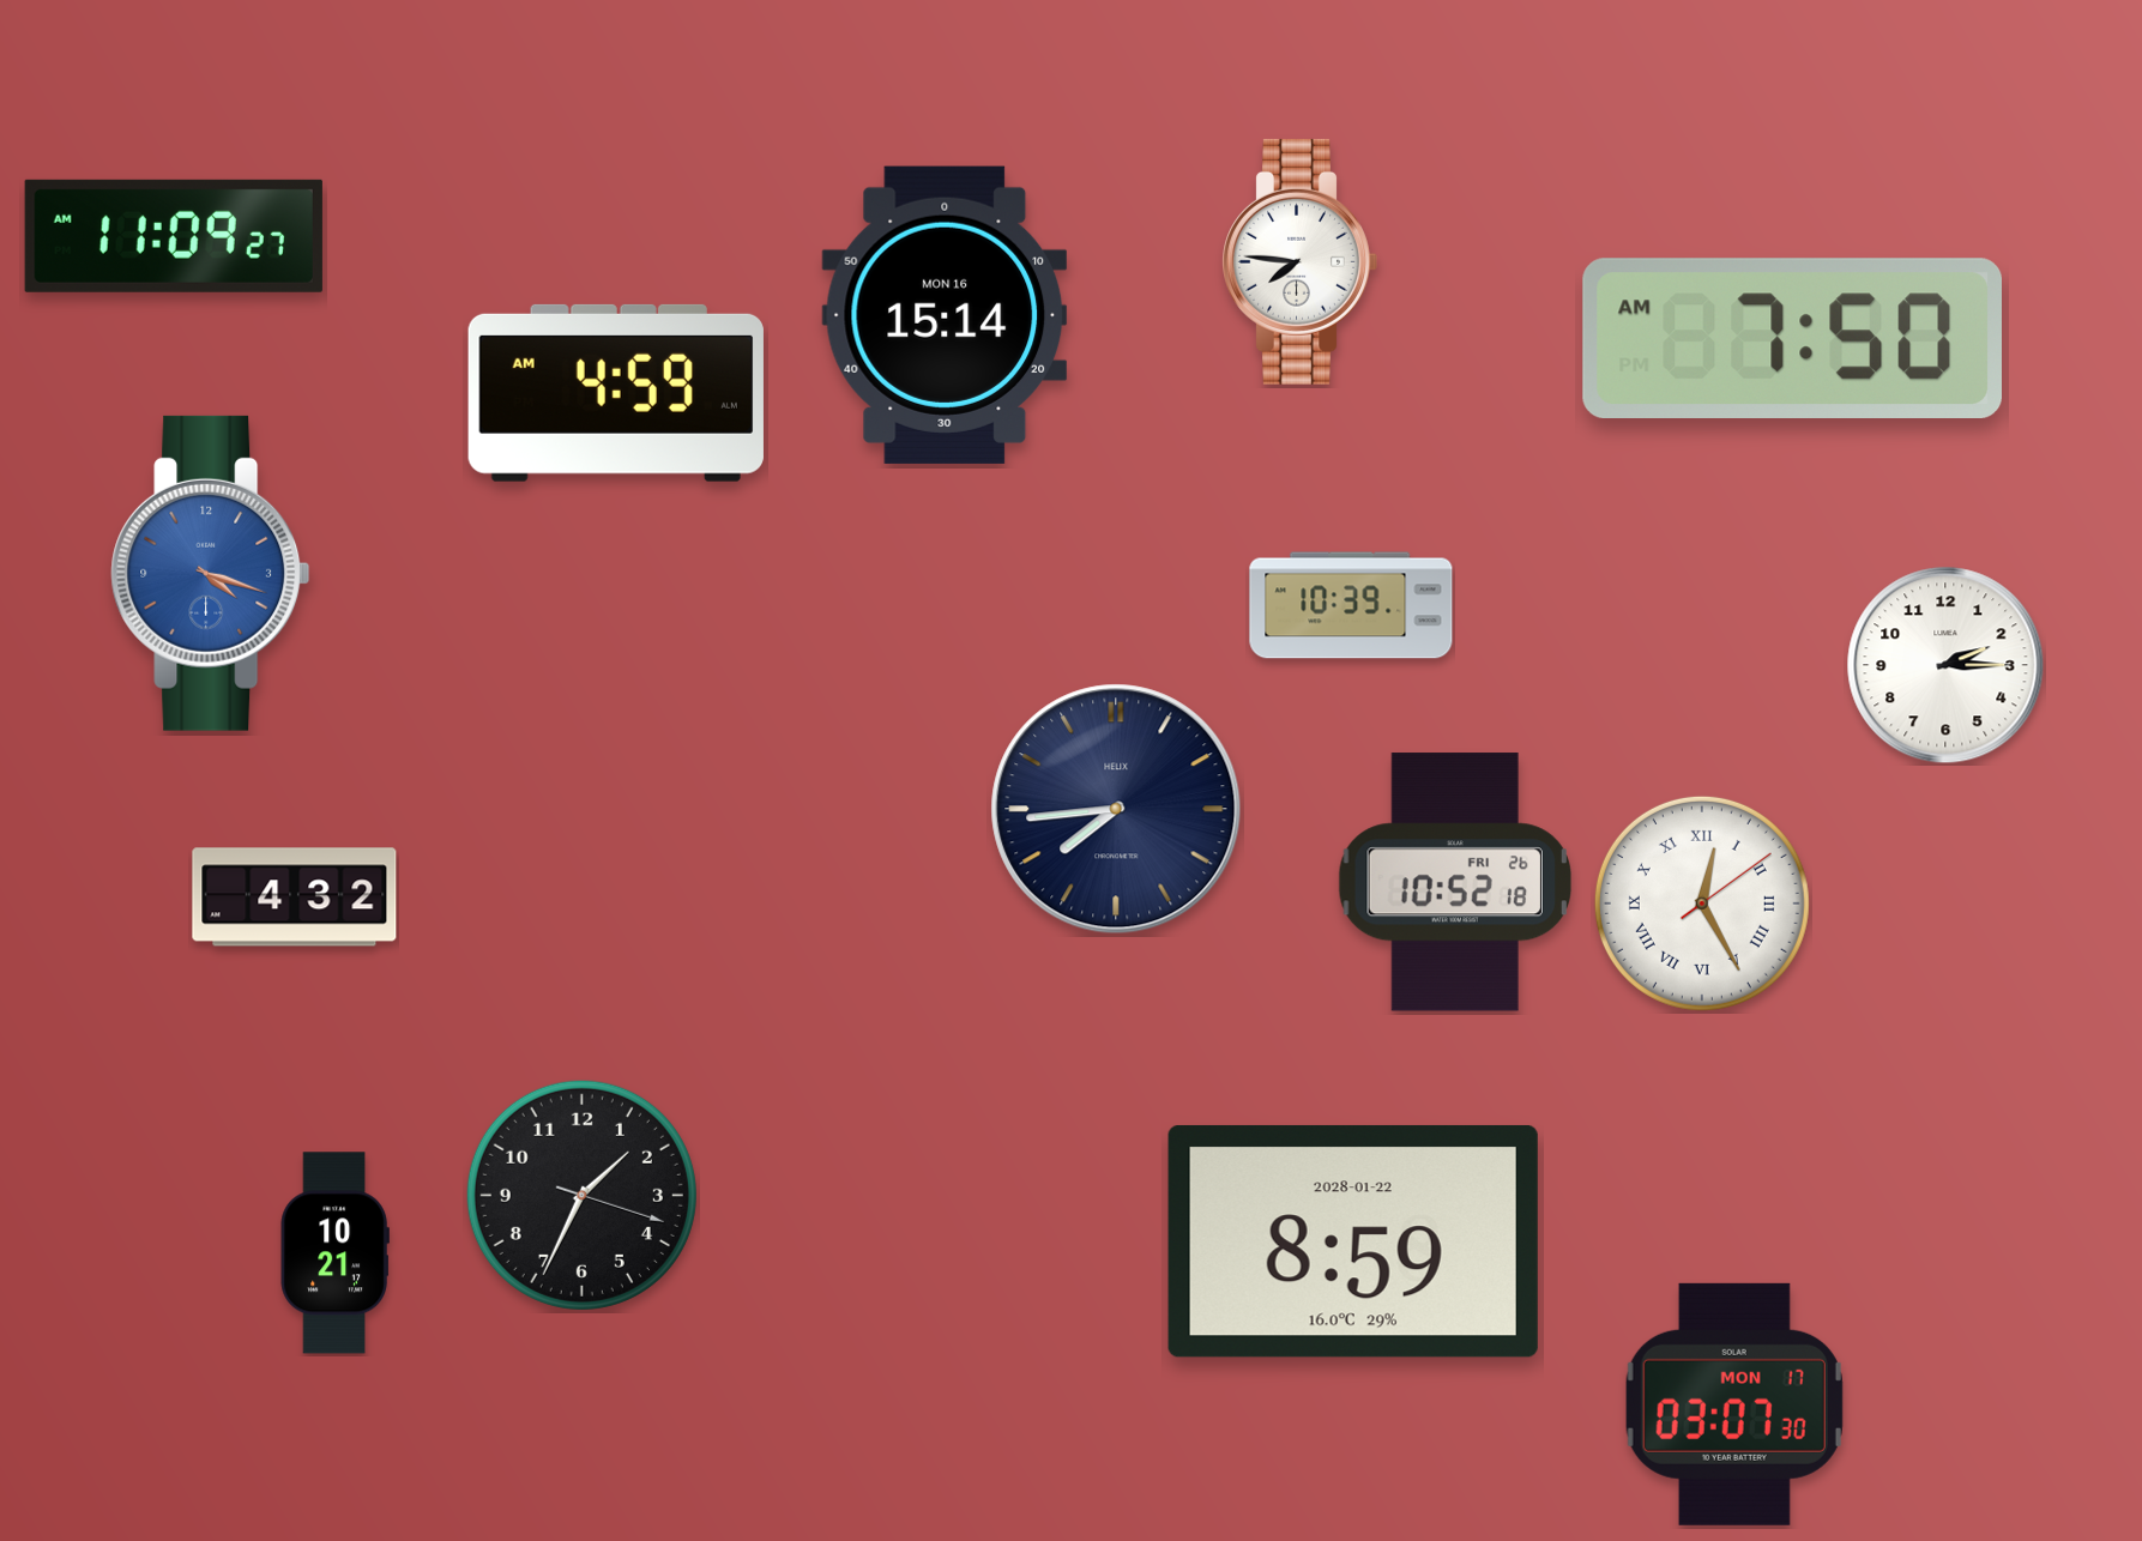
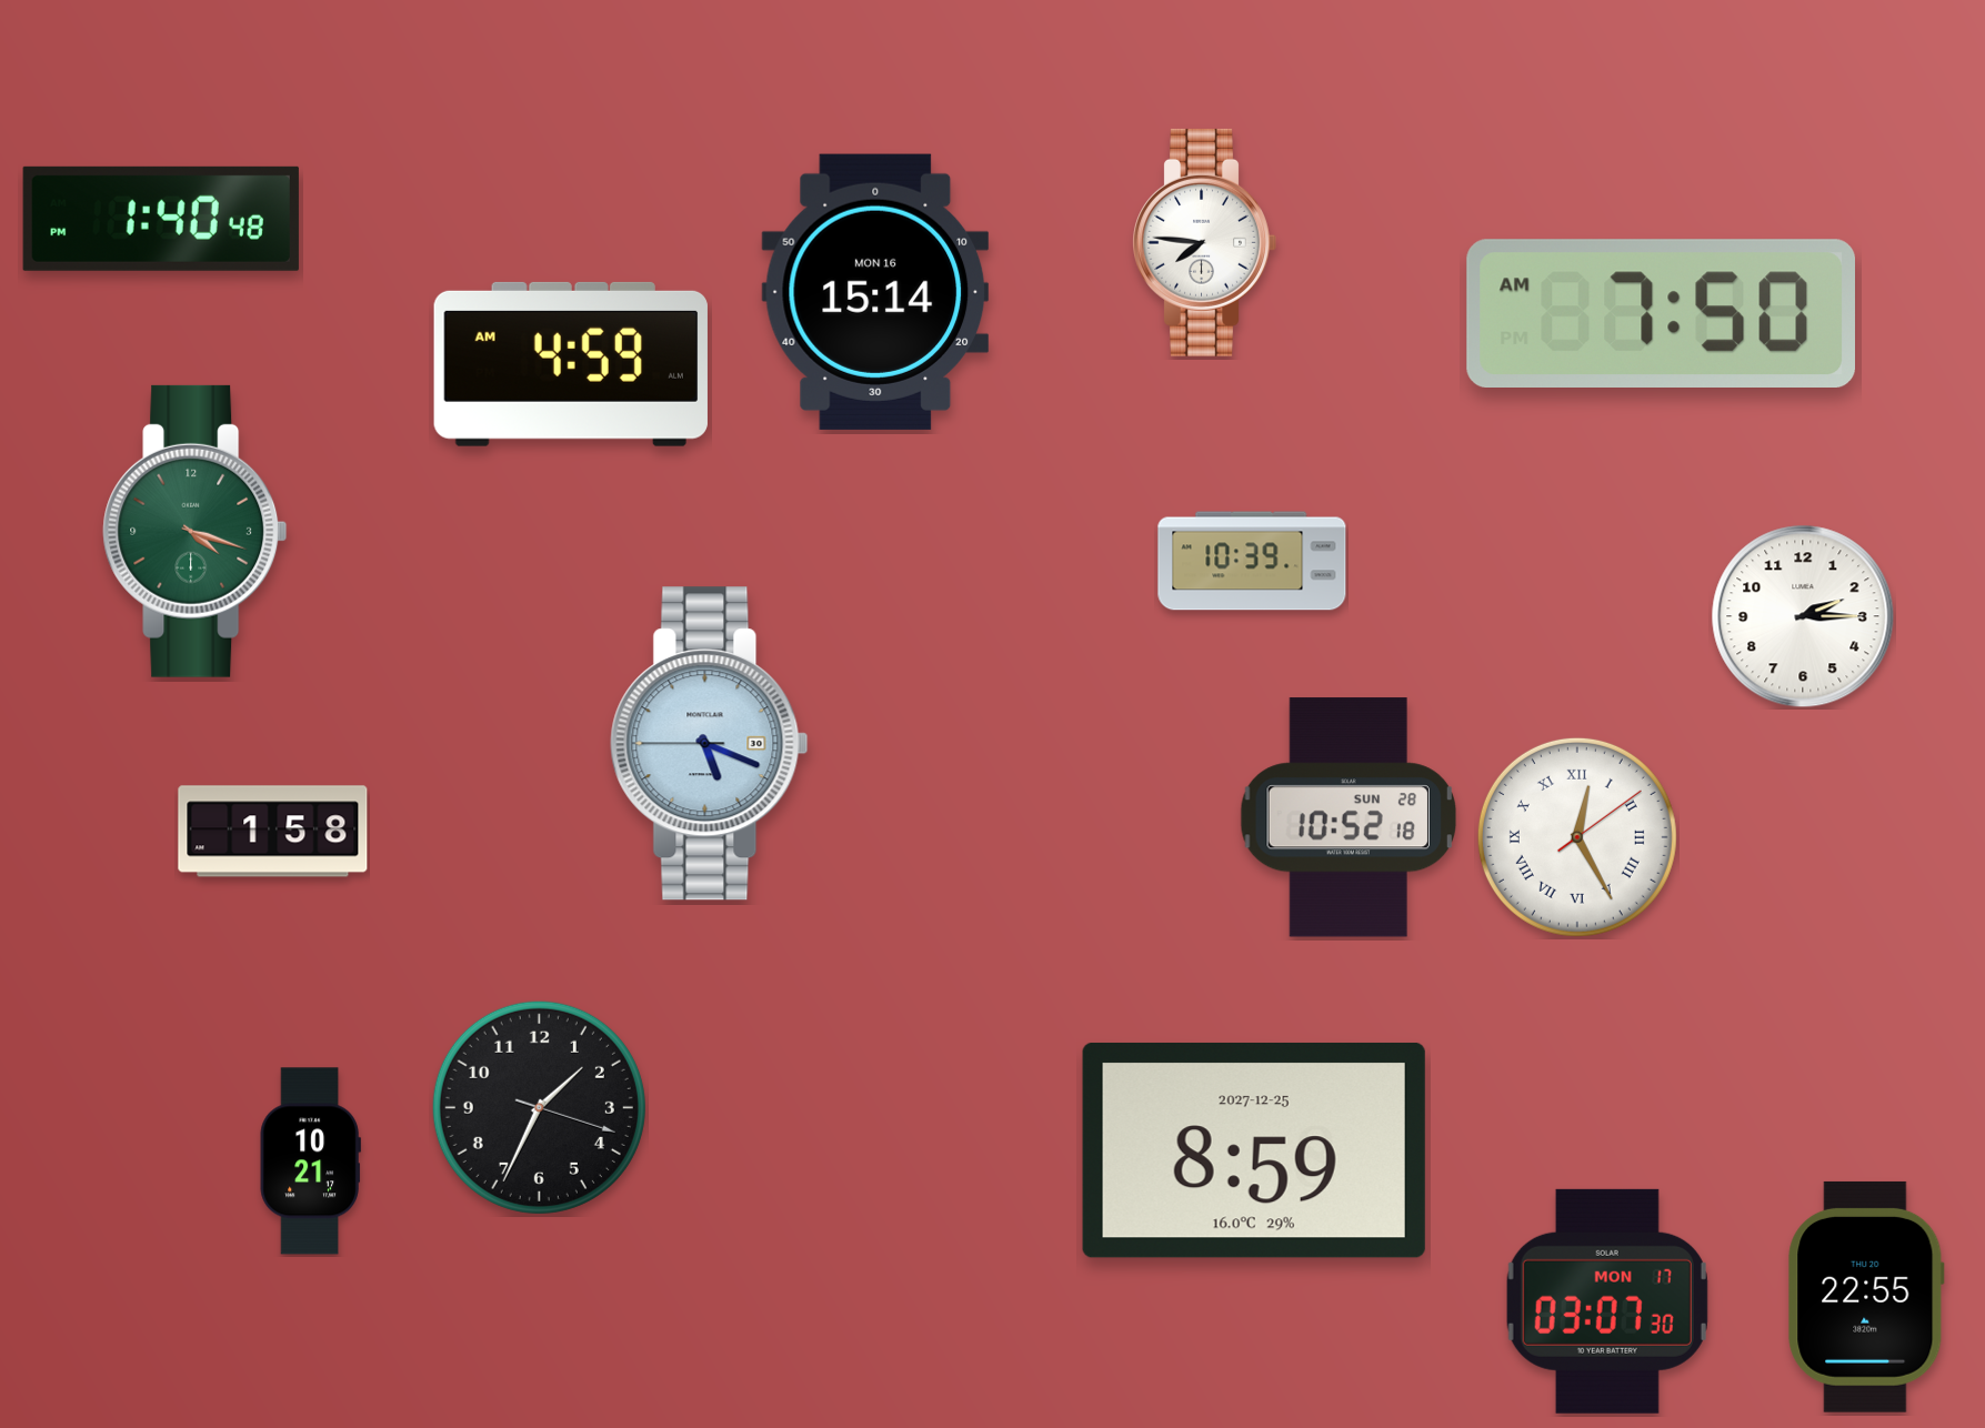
clock at (174, 236): 11:09 -> 1:40
clock at (211, 573) dial: blue -> green
clock at (710, 744): none -> 5:18
clock at (1116, 809): 7:44 -> none
clock at (1454, 882) date: FRI 26 -> SUN 28
clock at (295, 898): 4:32 -> 1:58
clock at (1353, 1241) date: 2028-01-22 -> 2027-12-25
clock at (1866, 1297): none -> 22:55
